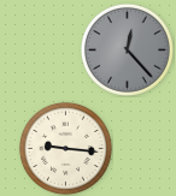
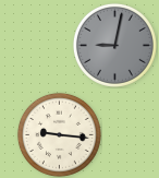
clock at (127, 49): 12:23 -> 9:02
